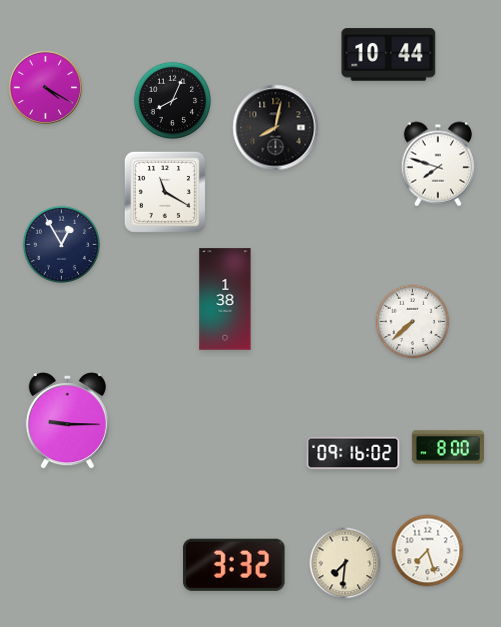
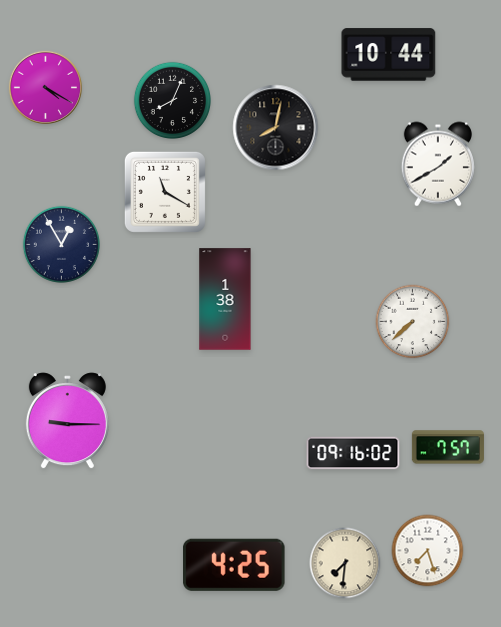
clock at (437, 164): 7:48 -> 1:40
clock at (448, 447): 8:00 -> 7:57
clock at (235, 565): 3:32 -> 4:25
